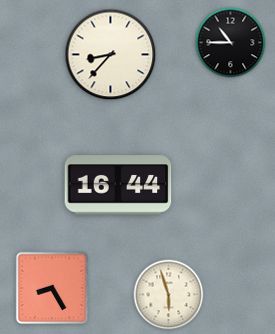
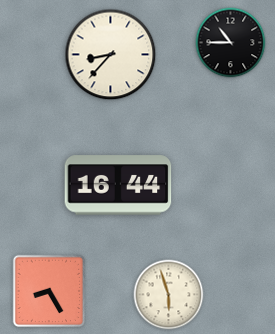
clock at (52, 288) position: (52, 288) -> (49, 291)
